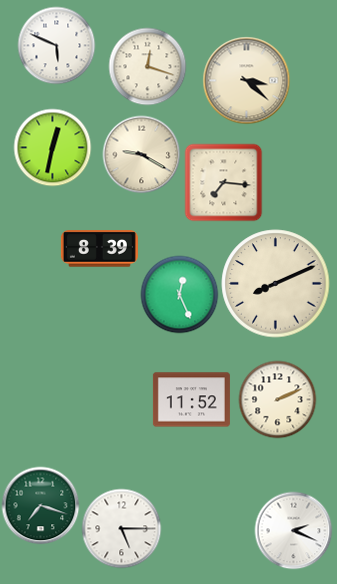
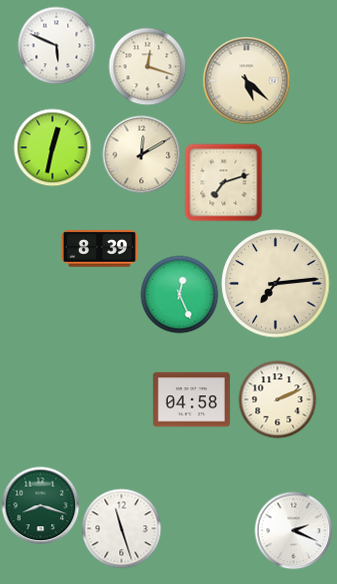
clock at (246, 80): 3:22 -> 5:22
clock at (141, 154): 9:20 -> 12:10
clock at (223, 182): 7:16 -> 7:12
clock at (276, 284): 8:11 -> 7:14
clock at (191, 400): 11:52 -> 04:58
clock at (40, 505): 7:18 -> 8:18
clock at (121, 528): 5:15 -> 11:27
